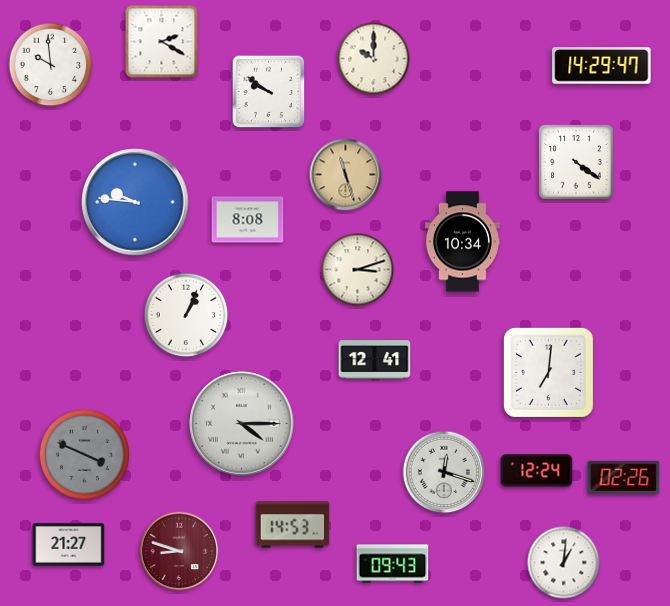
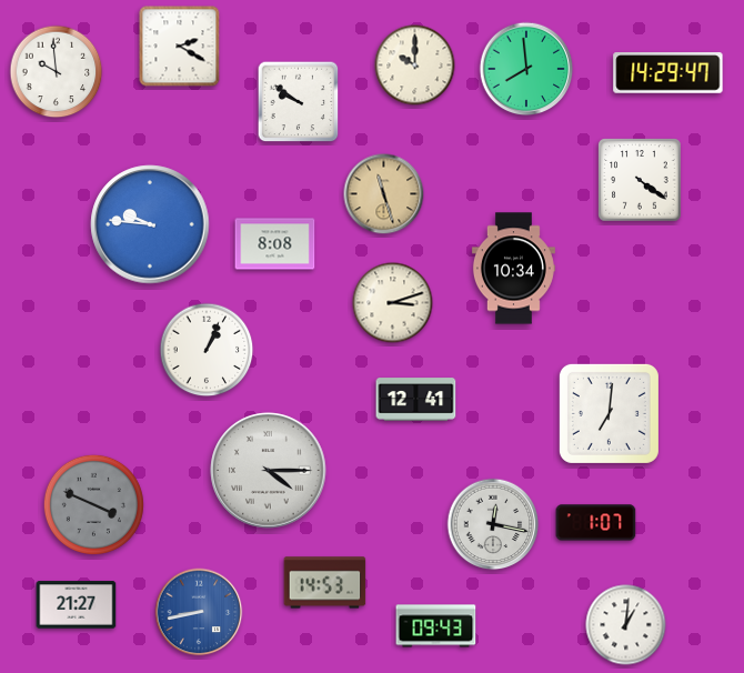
clock at (526, 69): none -> 7:59
clock at (358, 270) position: (358, 270) -> (393, 303)
clock at (537, 471): 12:24 -> 1:07
clock at (444, 472): 12:18 -> 12:17
clock at (624, 477): 02:26 -> none
clock at (179, 551): 8:48 -> 8:43
clock at (179, 551) dial: burgundy -> blue
